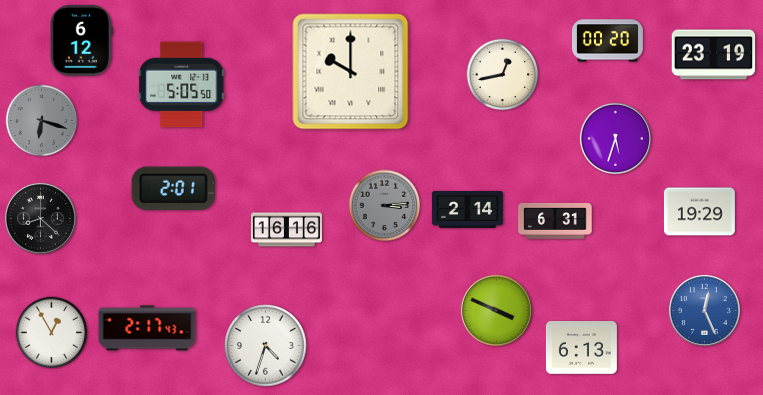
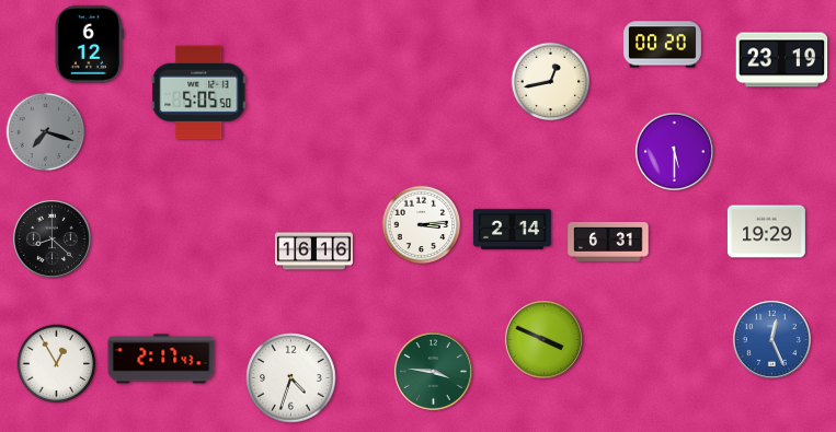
clock at (607, 41) position: (607, 41) -> (662, 45)
clock at (351, 72): 10:00 -> none
clock at (42, 121): 6:18 -> 7:18
clock at (615, 138): 5:33 -> 5:30
clock at (173, 189): 2:01 -> none
clock at (385, 206) dial: grey -> white
clock at (40, 218) position: (40, 218) -> (51, 238)
clock at (433, 371): none -> 3:46
clock at (581, 348): 6:13 -> none
